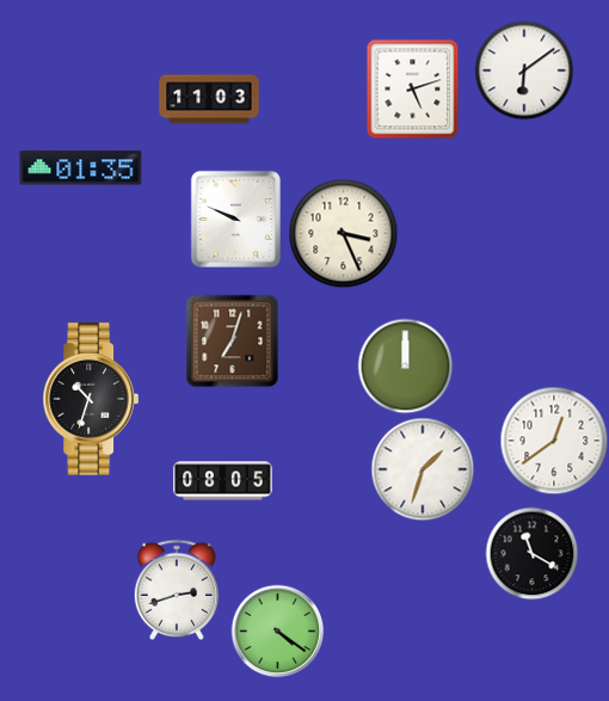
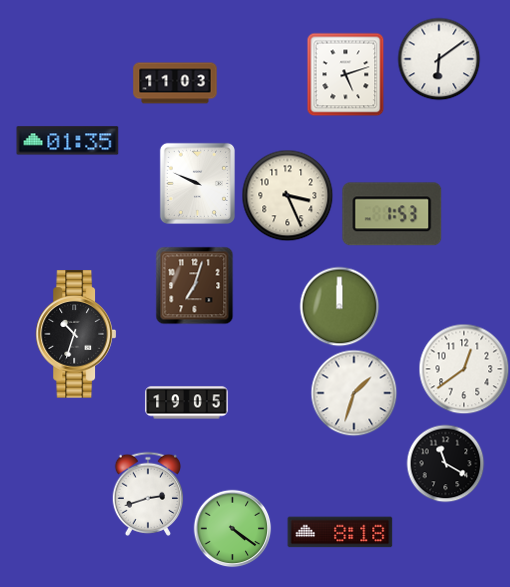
clock at (392, 214): none -> 1:53
clock at (223, 481): 08:05 -> 19:05
clock at (340, 532): none -> 8:18
